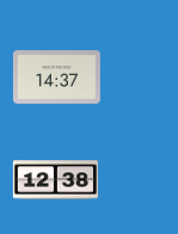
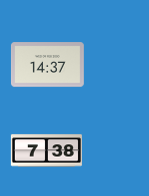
clock at (55, 180): 12:38 -> 7:38
